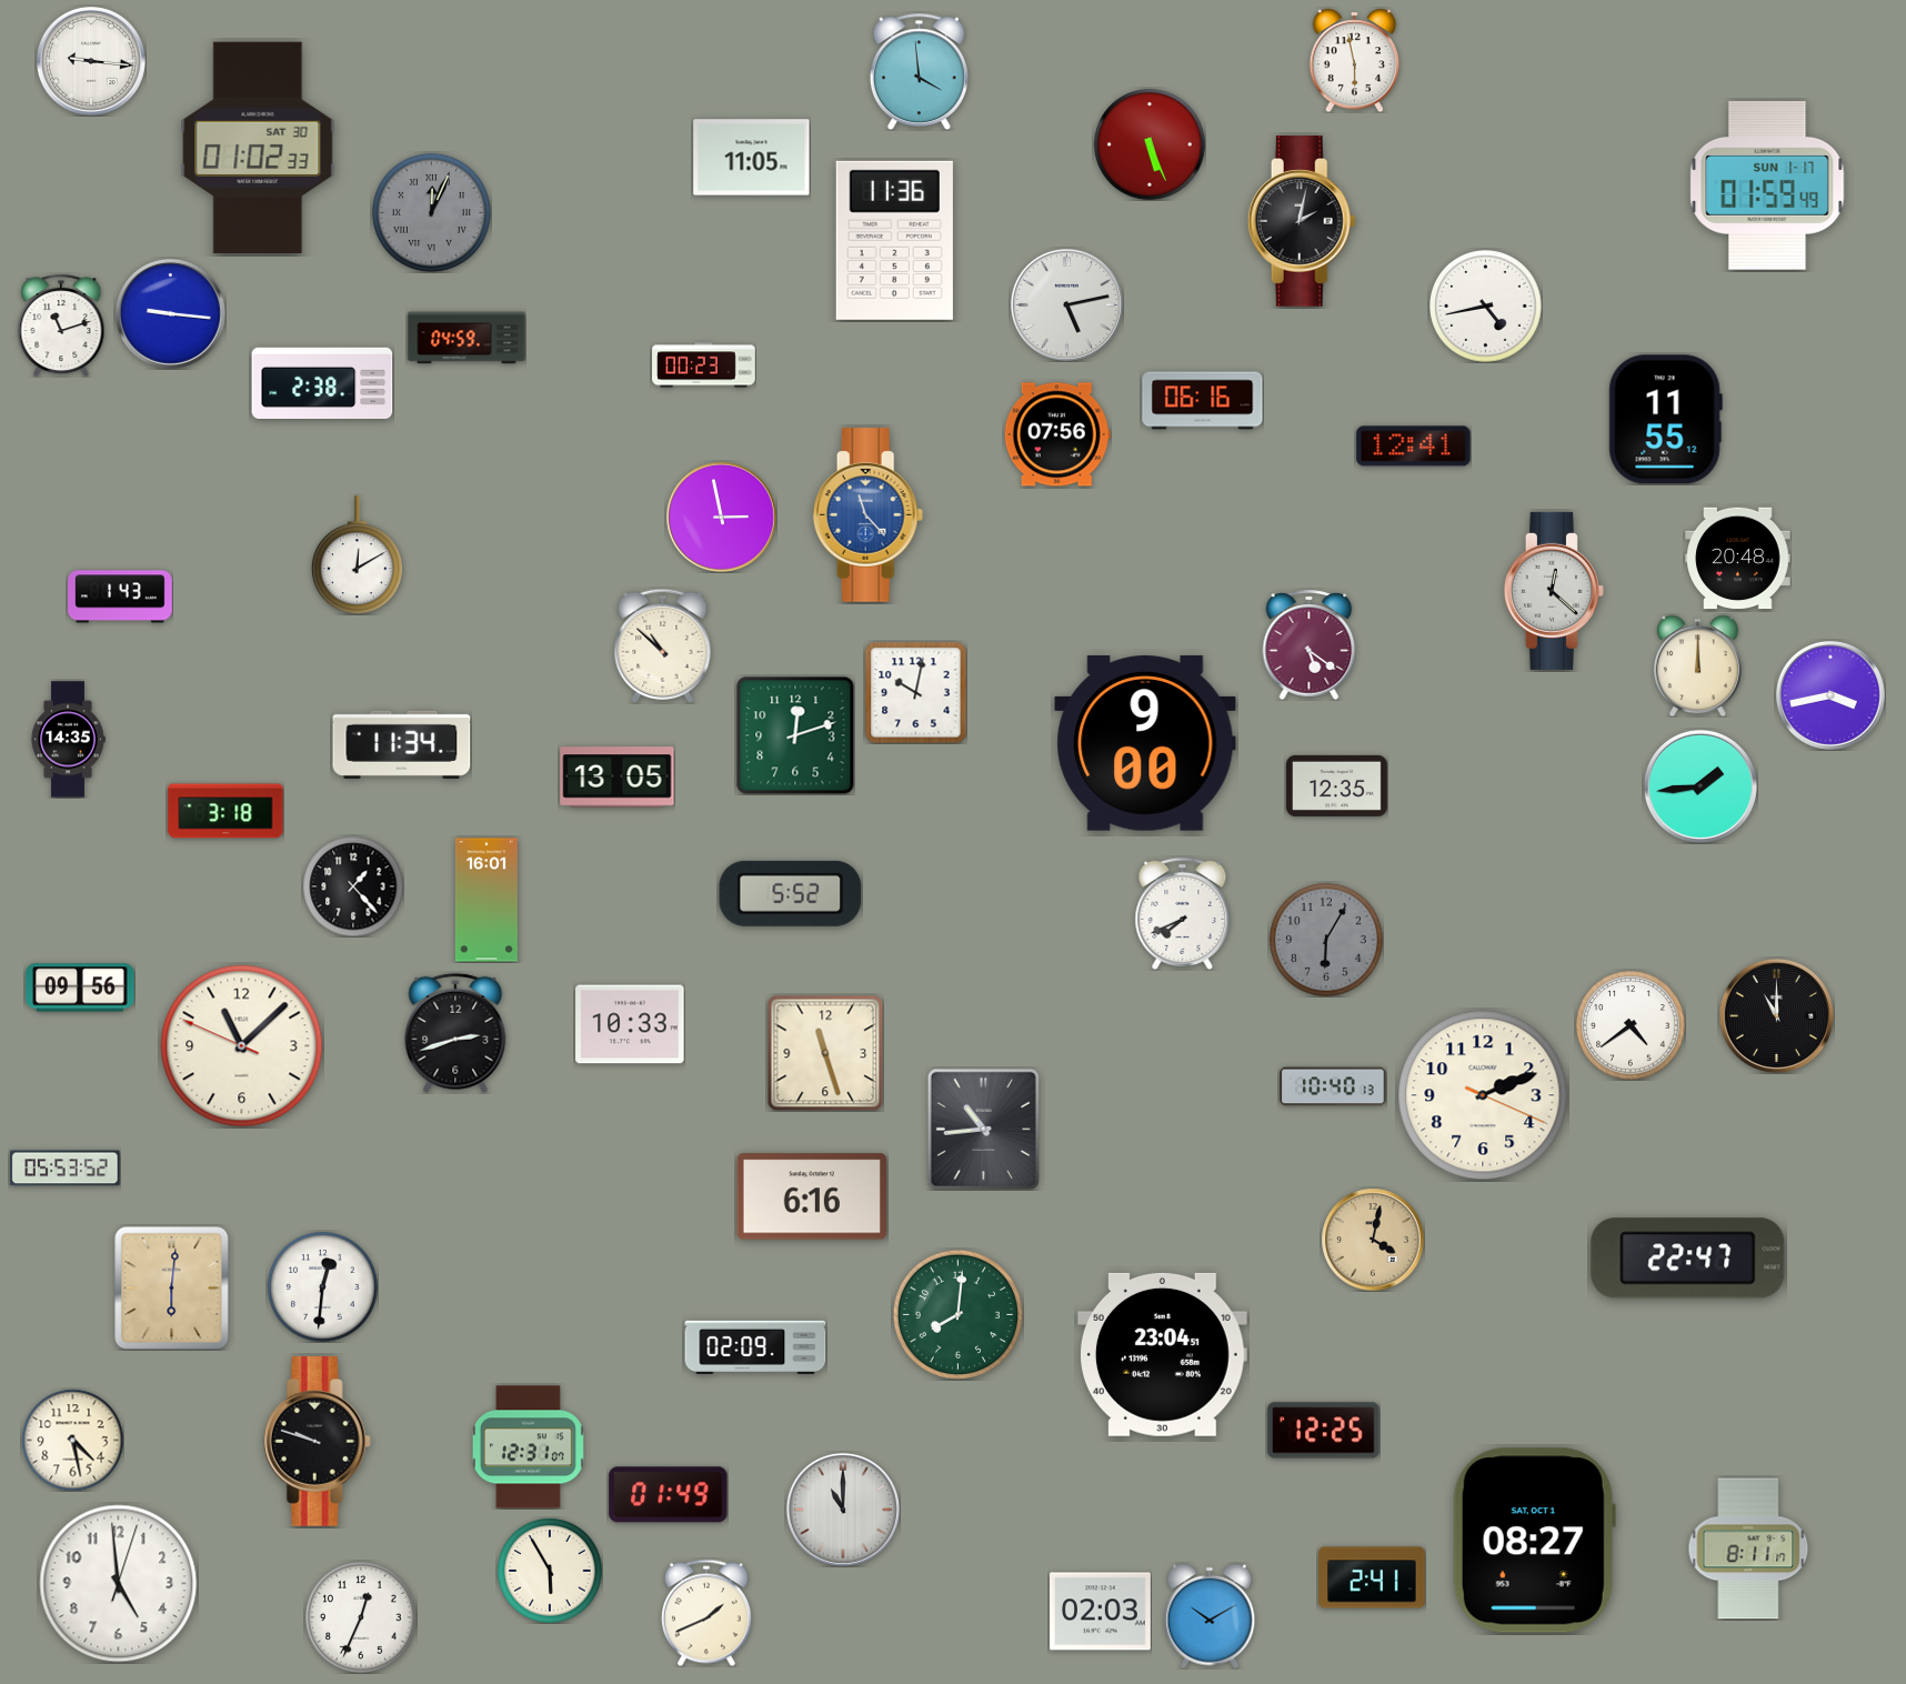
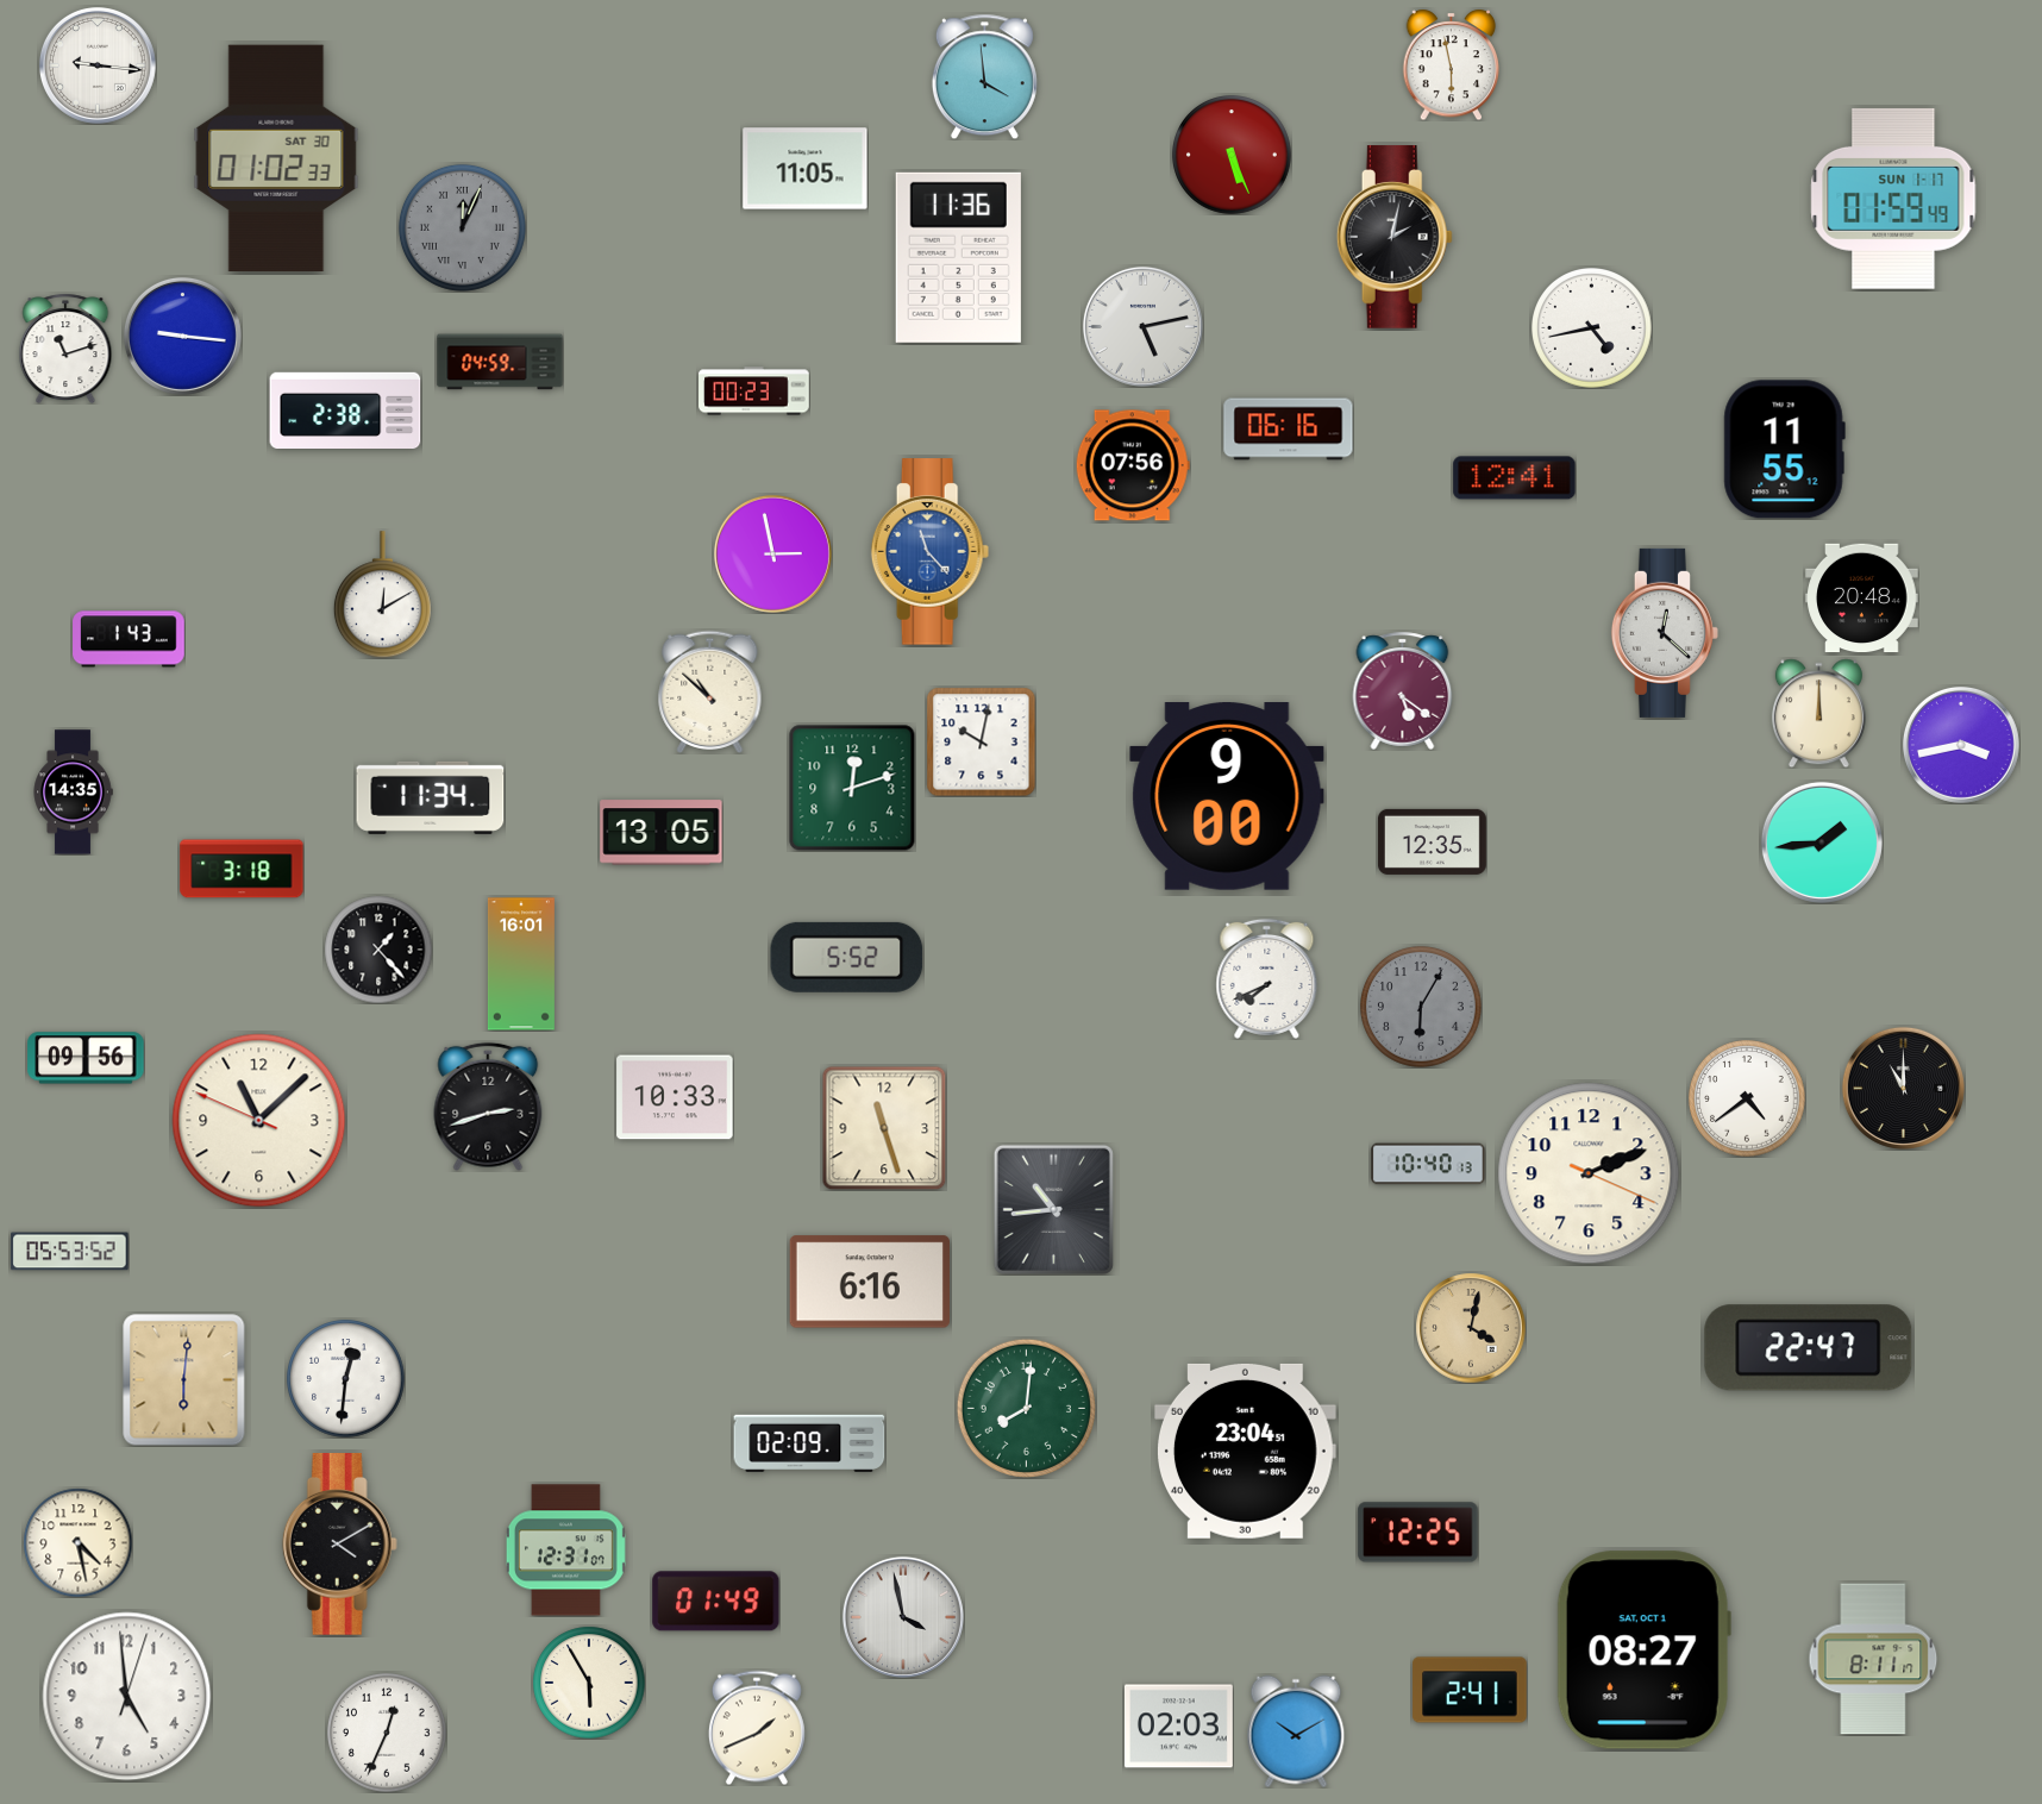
clock at (317, 1442): 9:48 -> 4:10
clock at (843, 1510): 11:00 -> 3:58
